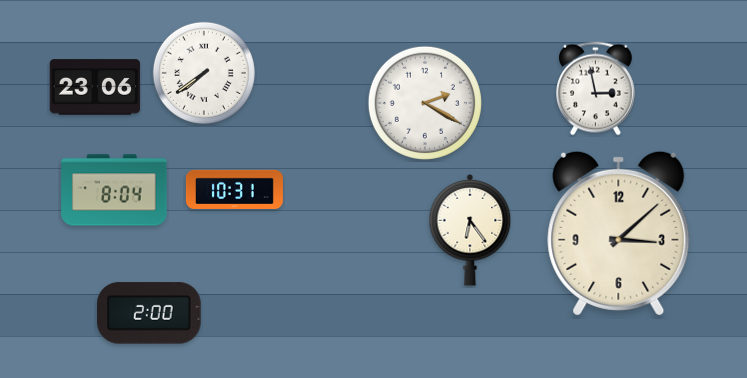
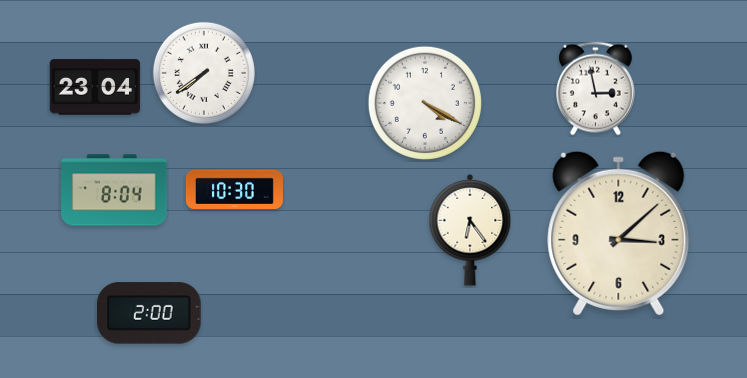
clock at (95, 87): 23:06 -> 23:04
clock at (425, 103): 2:20 -> 4:20
clock at (234, 189): 10:31 -> 10:30
